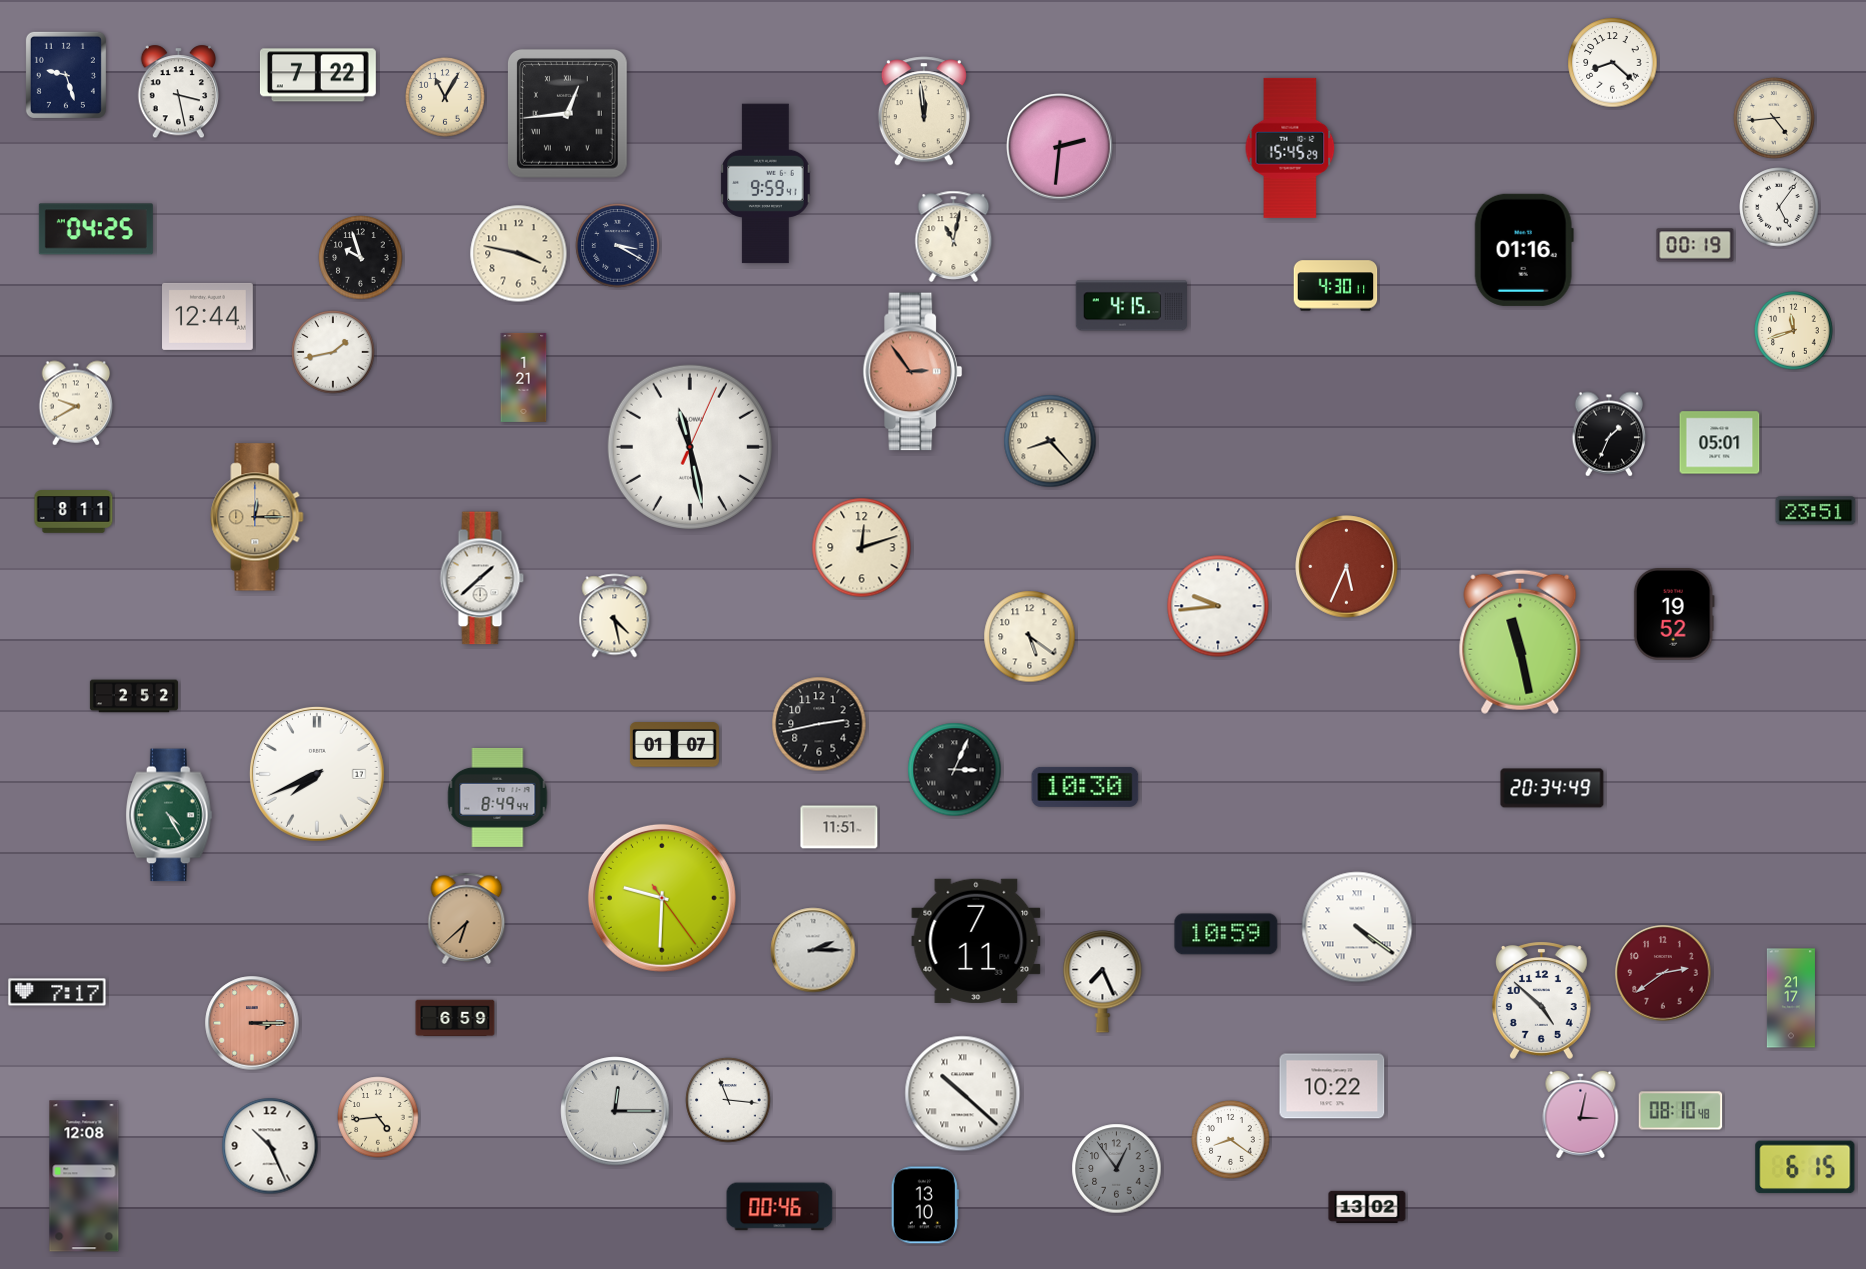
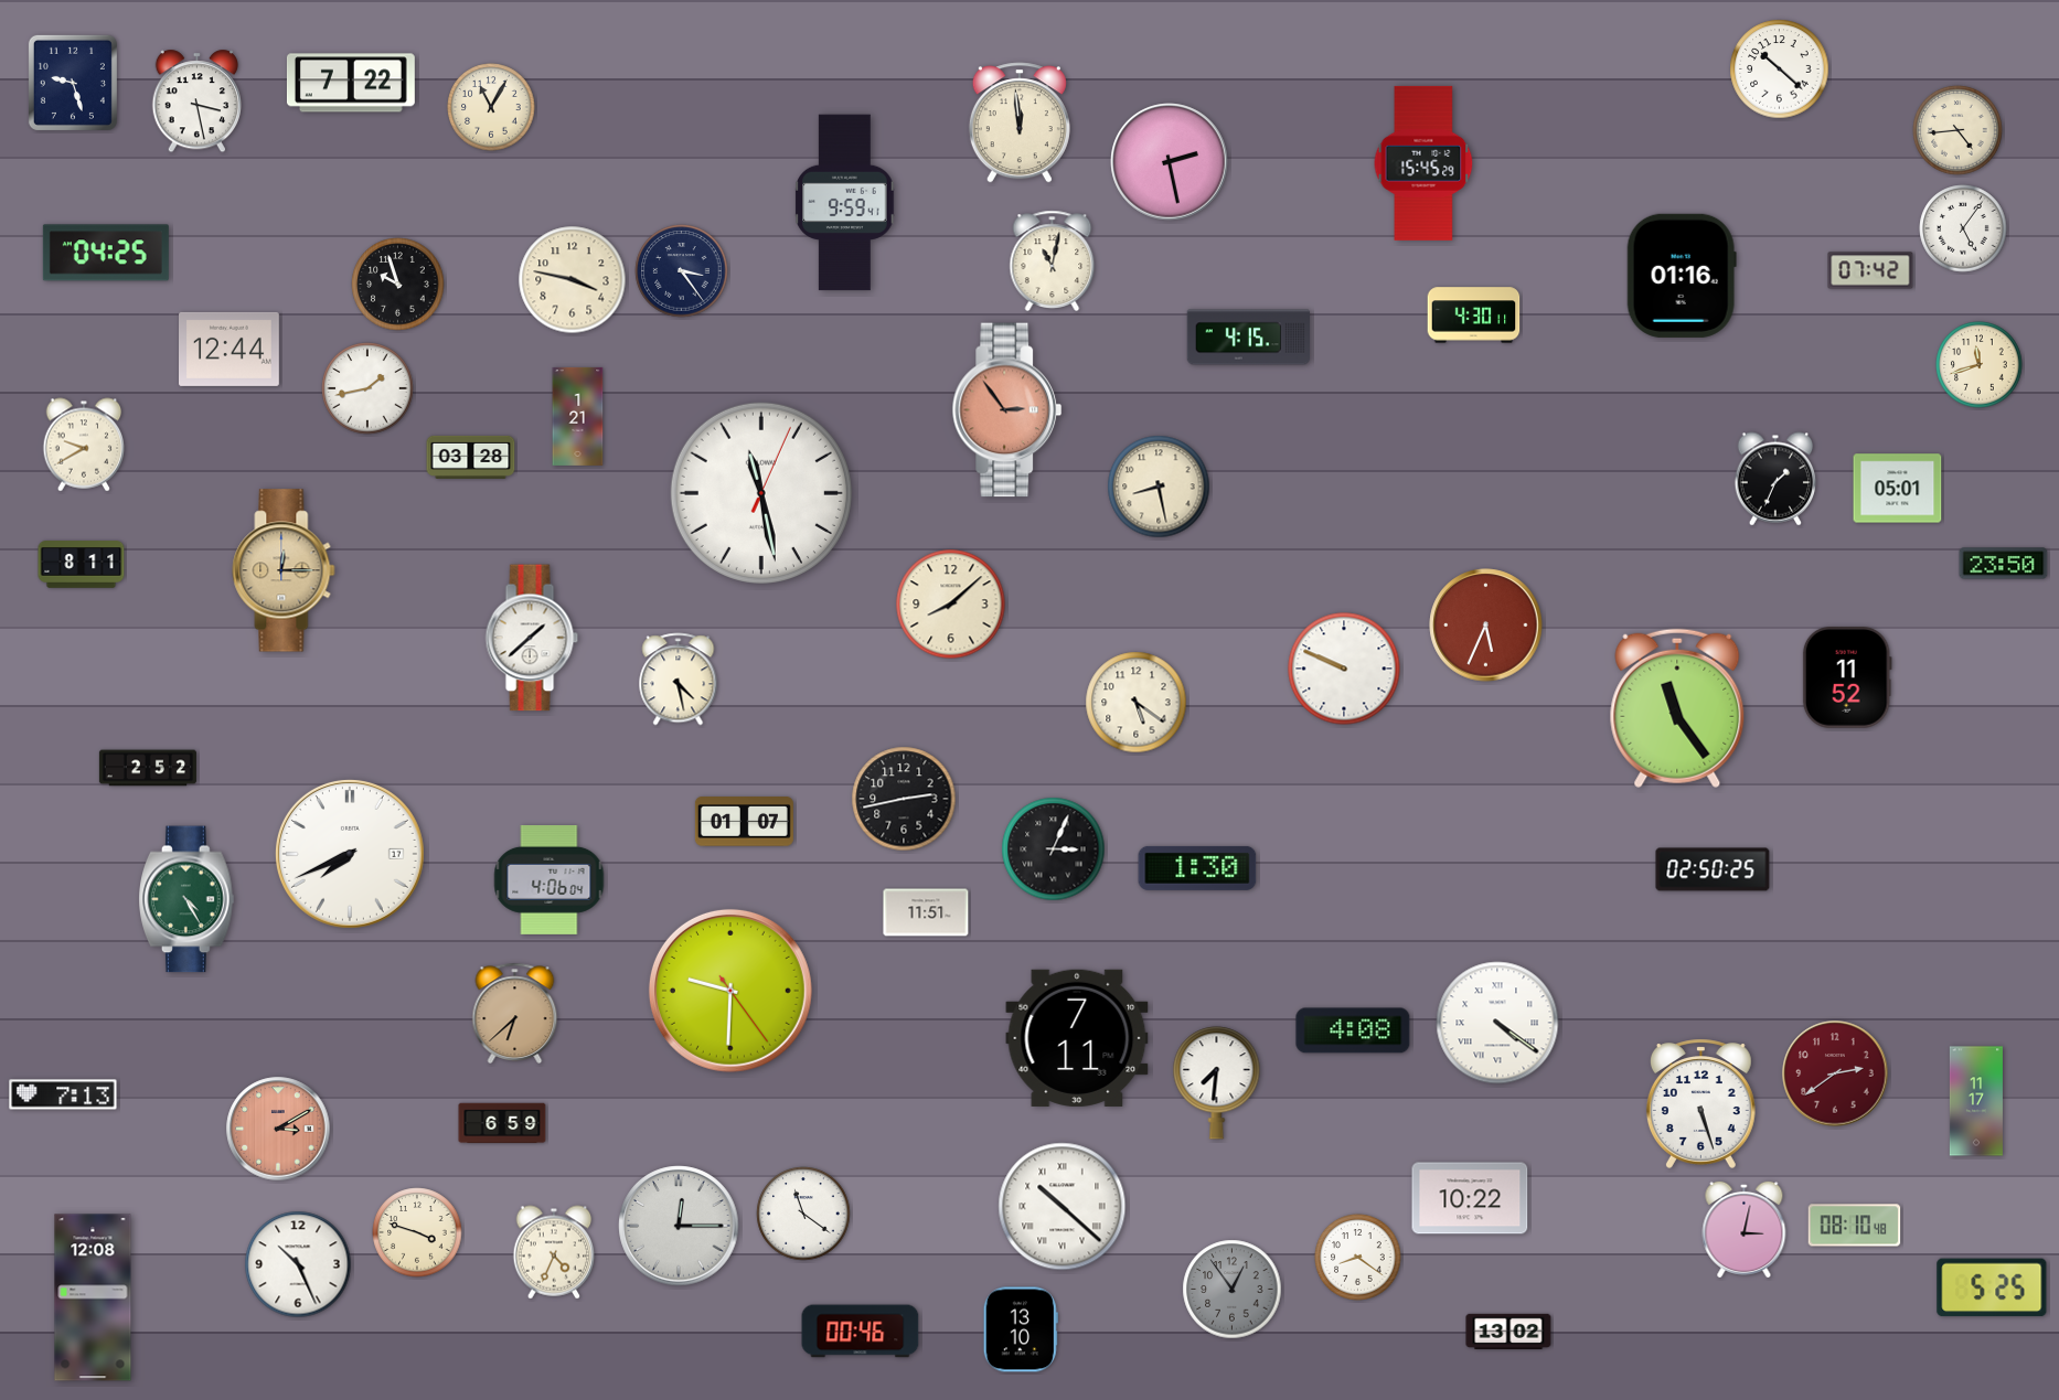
clock at (1613, 63): 8:22 -> 10:22
clock at (567, 114): 12:44 -> none
clock at (1060, 147): 2:31 -> 2:28
clock at (1695, 245): 00:19 -> 07:42
clock at (618, 246): 3:20 -> 3:24
clock at (471, 457): none -> 03:28
clock at (1050, 441): 8:23 -> 8:28
clock at (1816, 511): 23:51 -> 23:50
clock at (862, 548): 12:12 -> 8:08
clock at (1218, 606): 9:44 -> 9:49
clock at (1674, 615): 19:52 -> 11:52
clock at (1520, 642): 11:28 -> 11:24
clock at (1085, 787): 10:30 -> 1:30
clock at (1552, 788): 20:34 -> 02:50
clock at (498, 797): 8:49 -> 4:06
clock at (1226, 934): 10:59 -> 4:08
clock at (813, 950): 2:15 -> none
clock at (1103, 982): 7:26 -> 7:31
clock at (57, 992): 7:17 -> 7:13
clock at (1791, 998): 21:17 -> 11:17
clock at (1541, 1000): 4:52 -> 5:27
clock at (252, 1023): 3:15 -> 3:10
clock at (728, 1100): 11:16 -> 11:21
clock at (378, 1117): 4:44 -> 3:48
clock at (554, 1252): none -> 4:34
clock at (1805, 1167): 6:15 -> 5:25
